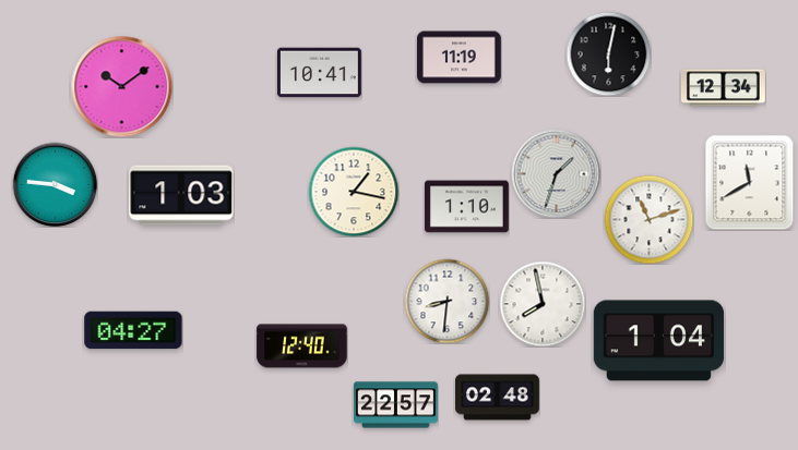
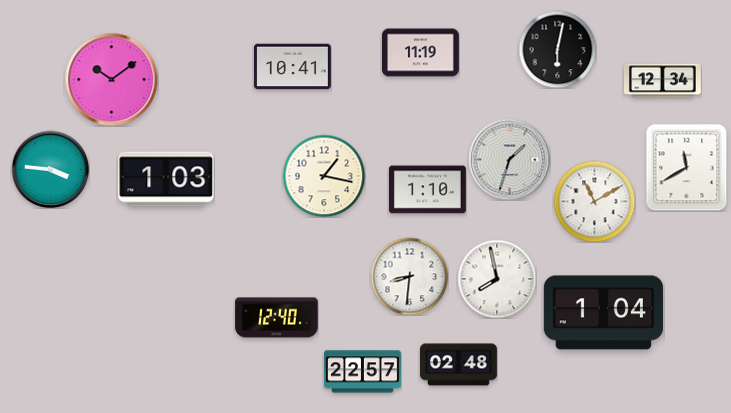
clock at (648, 219): 11:12 -> 11:10
clock at (133, 330): 04:27 -> none
clock at (498, 398) position: (498, 398) -> (459, 365)
